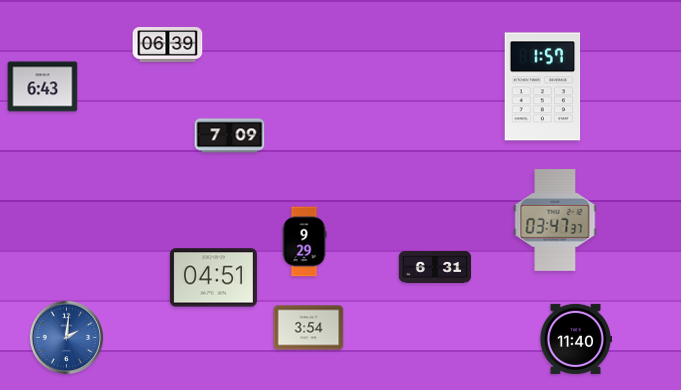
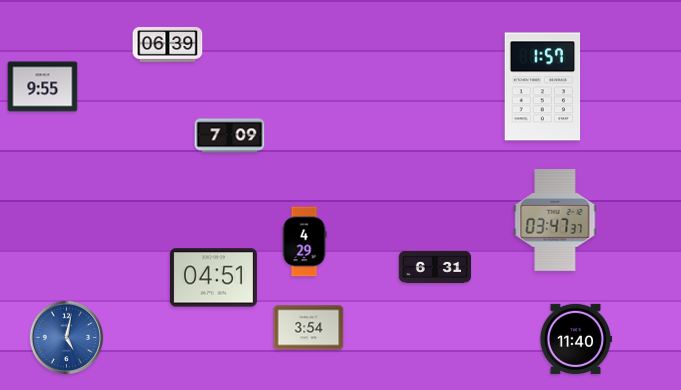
clock at (43, 87): 6:43 -> 9:55
clock at (304, 242): 9:29 -> 4:29
clock at (67, 338): 2:01 -> 5:02
